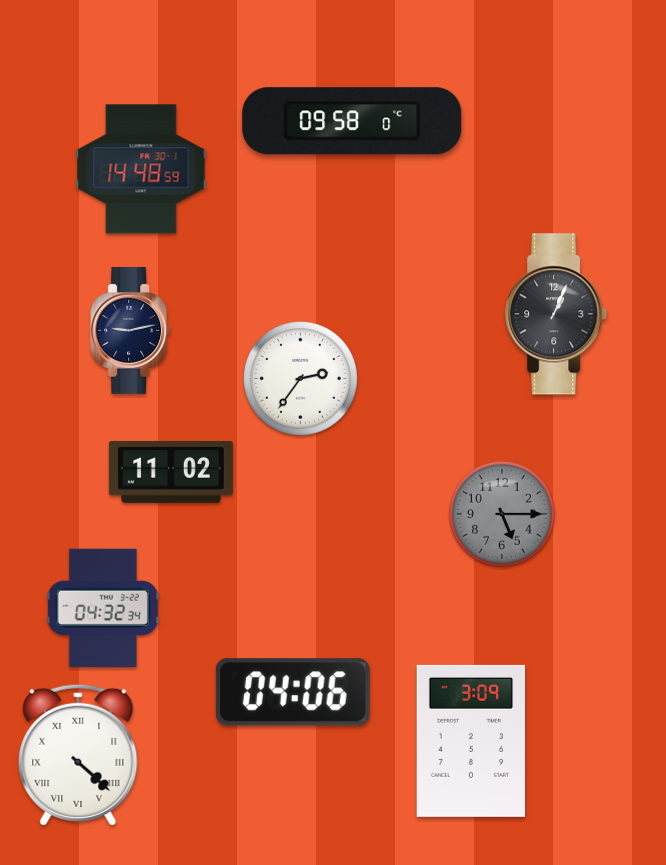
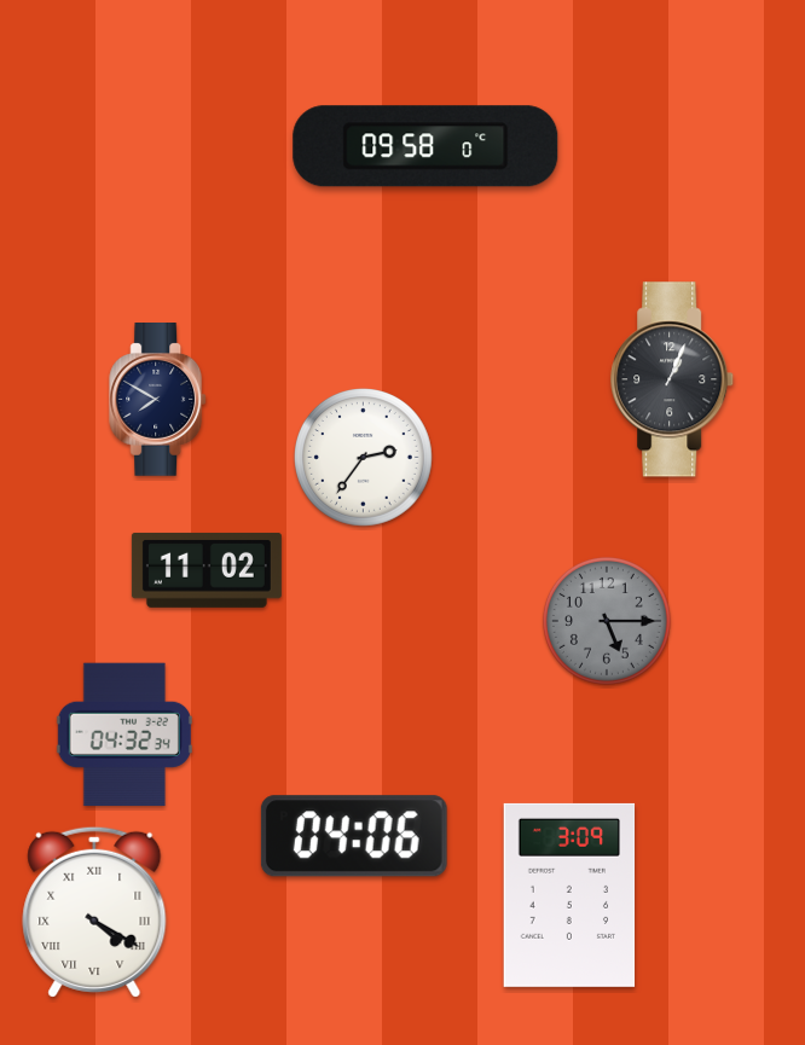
clock at (141, 169): 14:48 -> none
clock at (131, 331): 9:13 -> 7:50
clock at (78, 755): 4:22 -> 4:20
